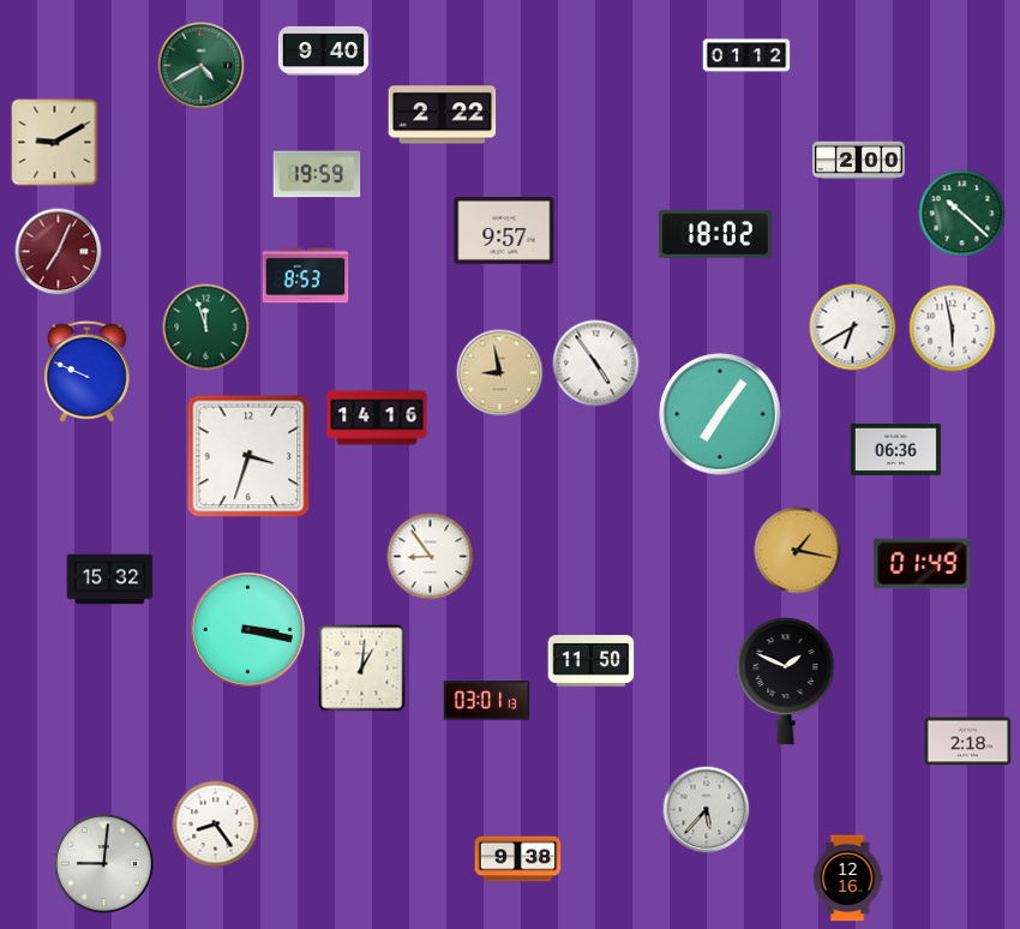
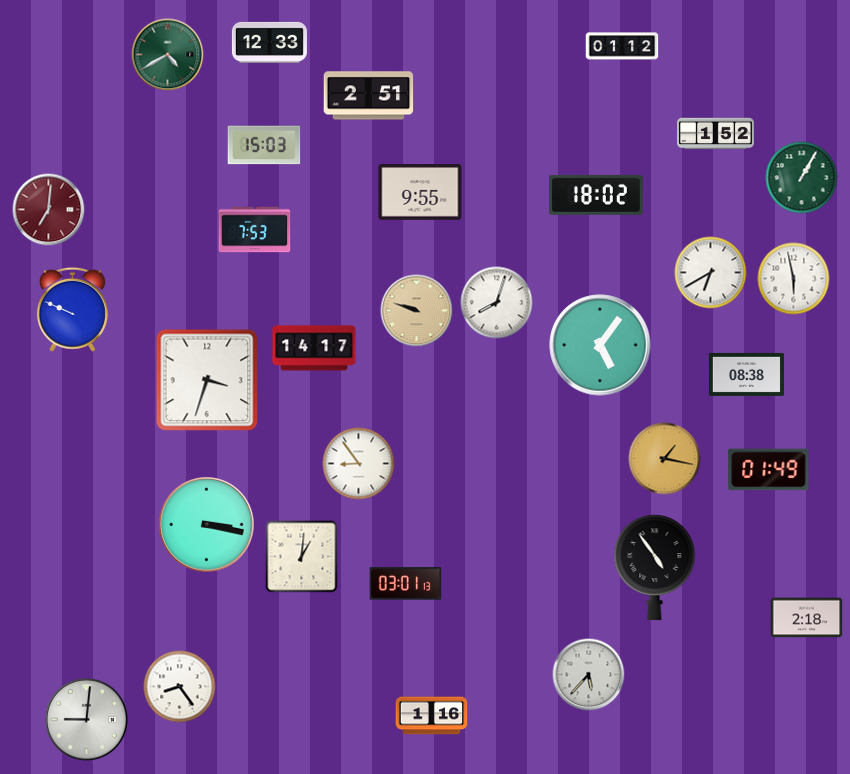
clock at (323, 50): 9:40 -> 12:33
clock at (443, 115): 2:22 -> 2:51
clock at (55, 143): 9:10 -> none
clock at (859, 161): 2:00 -> 1:52
clock at (317, 174): 19:59 -> 15:03
clock at (962, 214): 10:22 -> 1:05
clock at (504, 232): 9:57 -> 9:55
clock at (59, 252): 7:04 -> 7:01
clock at (306, 276): 8:53 -> 7:53
clock at (206, 328): 11:57 -> none
clock at (953, 329) position: (953, 329) -> (794, 279)
clock at (596, 364): 4:54 -> 8:03
clock at (500, 373): 8:58 -> 9:48
clock at (720, 414): 7:06 -> 5:06
clock at (377, 418): 14:16 -> 14:17
clock at (895, 449): 06:36 -> 08:38
clock at (110, 580): 15:32 -> none
clock at (592, 661): 11:50 -> none
clock at (786, 682): 1:49 -> 4:54
clock at (518, 859): 9:38 -> 1:16
clock at (847, 879): 12:16 -> none
